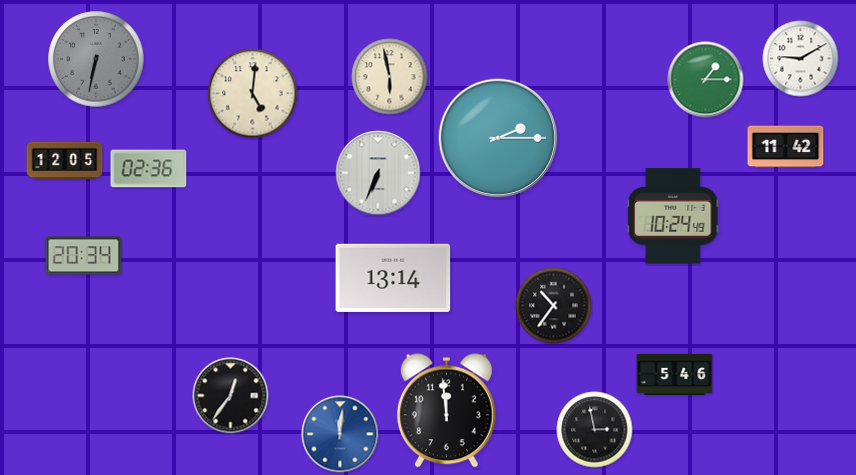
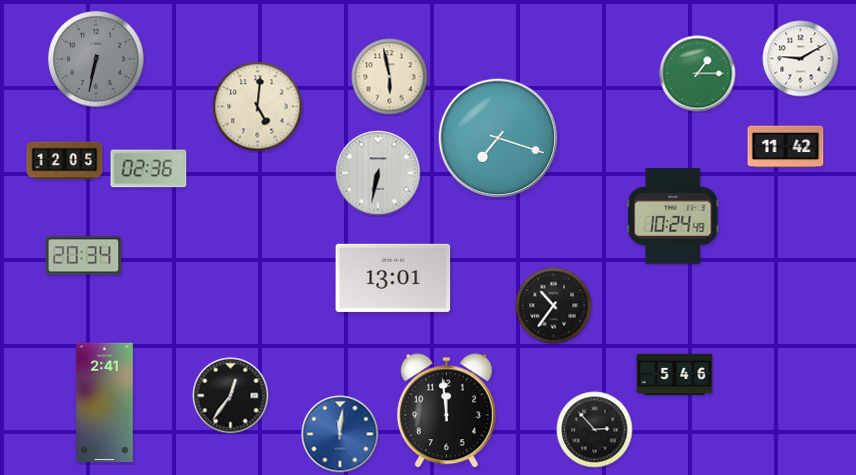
clock at (706, 80) position: (706, 80) -> (698, 74)
clock at (253, 94) position: (253, 94) -> (258, 107)
clock at (498, 138): 2:15 -> 7:18
clock at (378, 173): 6:34 -> 6:32
clock at (393, 278): 13:14 -> 13:01
clock at (105, 403): none -> 2:41
clock at (595, 430): 2:58 -> 2:53
